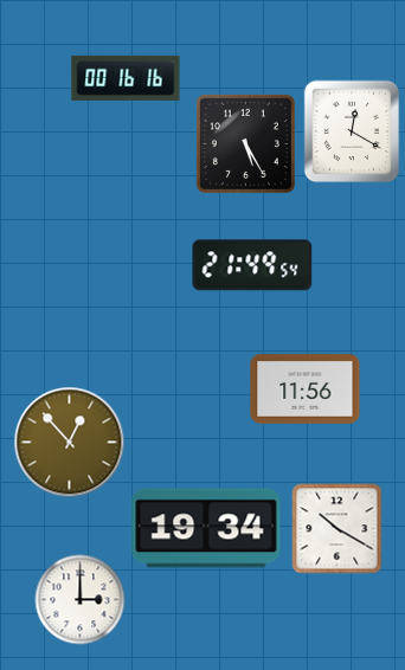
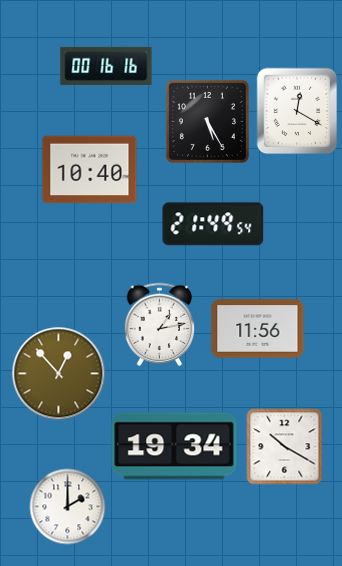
clock at (90, 170): none -> 10:40
clock at (160, 325): none -> 1:13
clock at (81, 600): 3:00 -> 2:00
